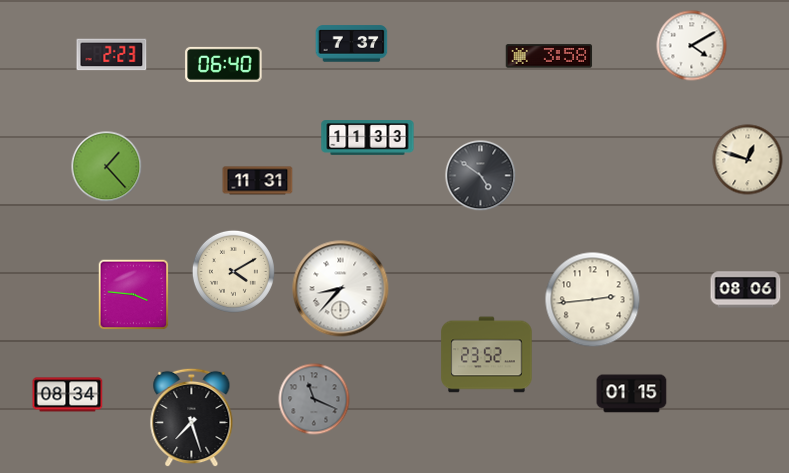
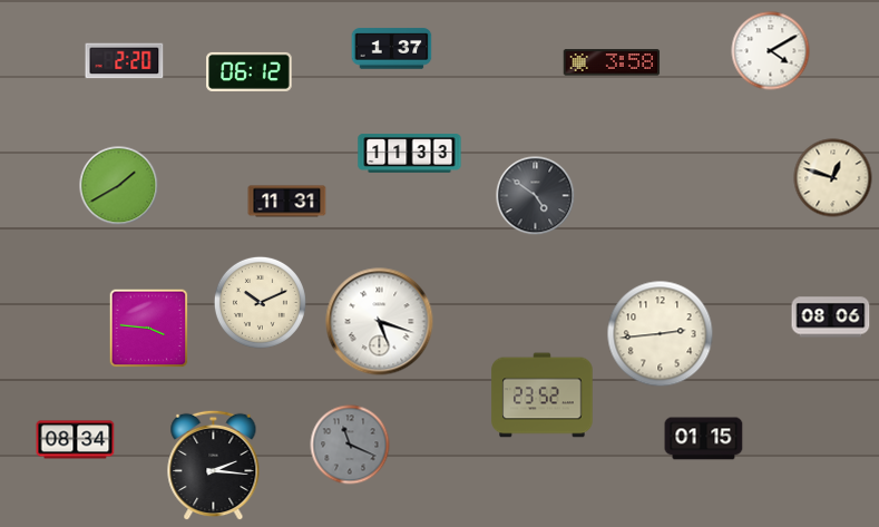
clock at (352, 44): 7:37 -> 1:37
clock at (112, 55): 2:23 -> 2:20
clock at (224, 64): 06:40 -> 06:12
clock at (107, 167): 1:23 -> 1:40
clock at (233, 271): 4:10 -> 10:11
clock at (341, 289): 8:37 -> 5:18
clock at (746, 290) position: (746, 290) -> (831, 318)
clock at (192, 418): 7:27 -> 2:16
